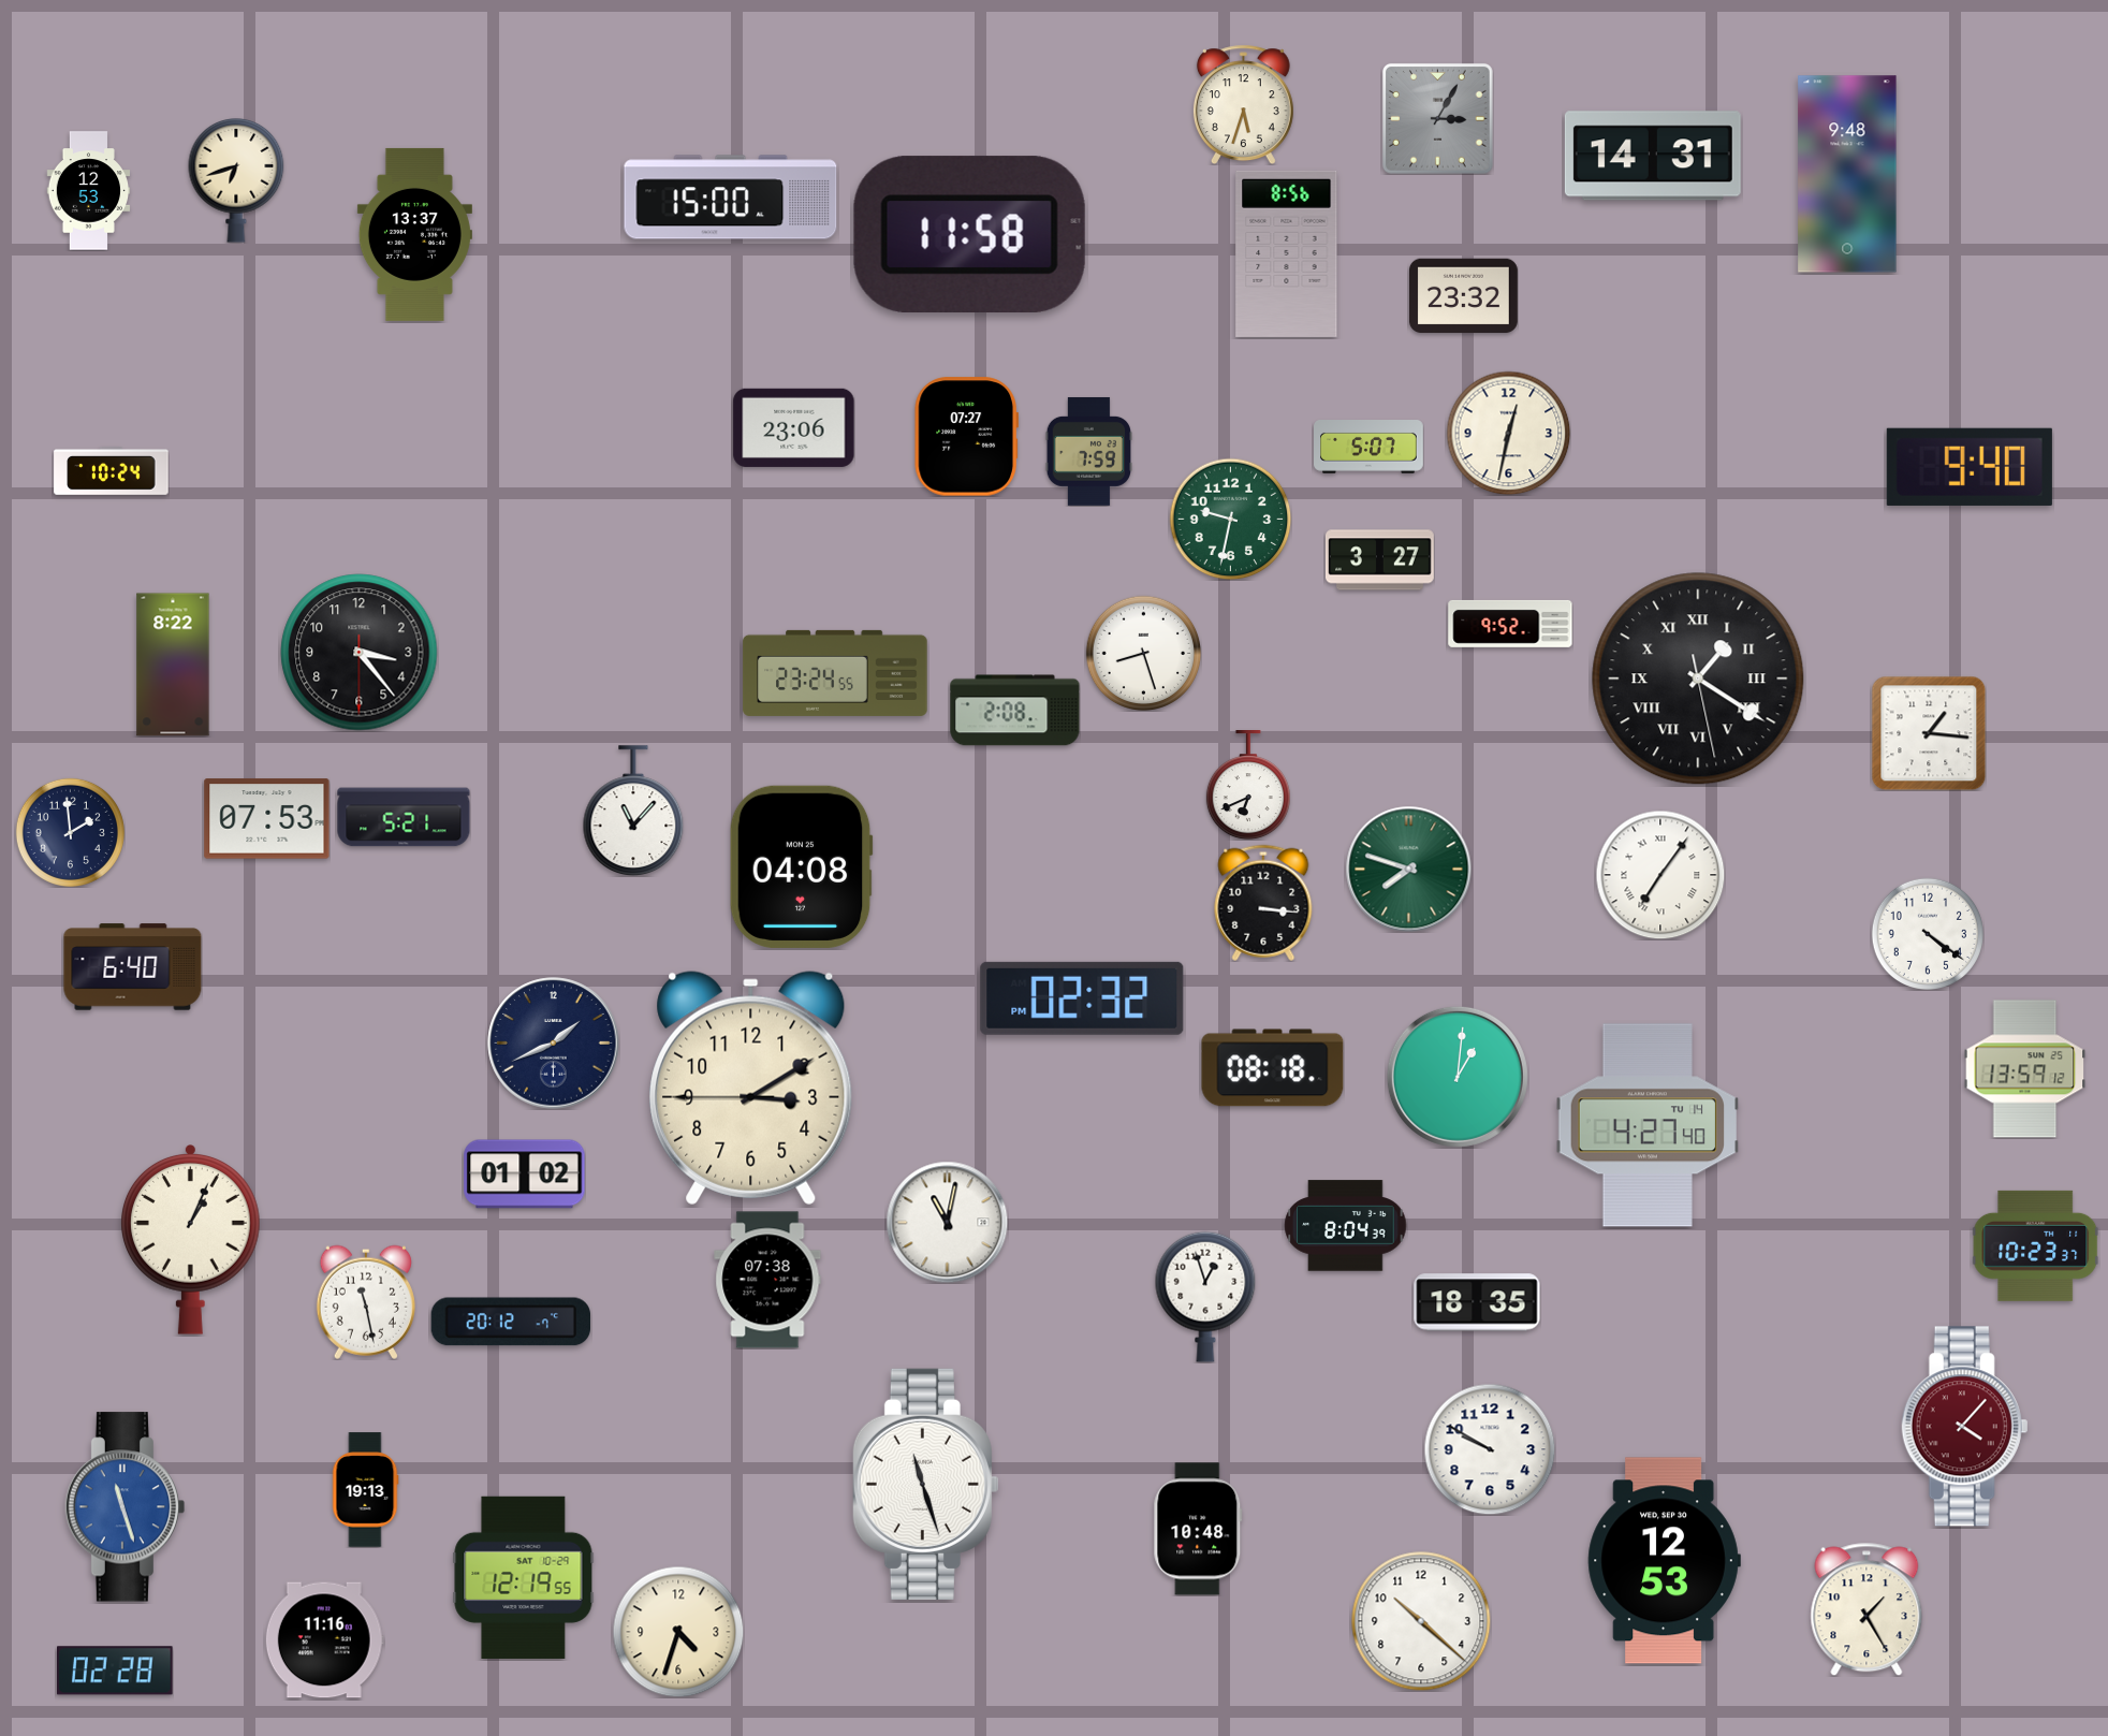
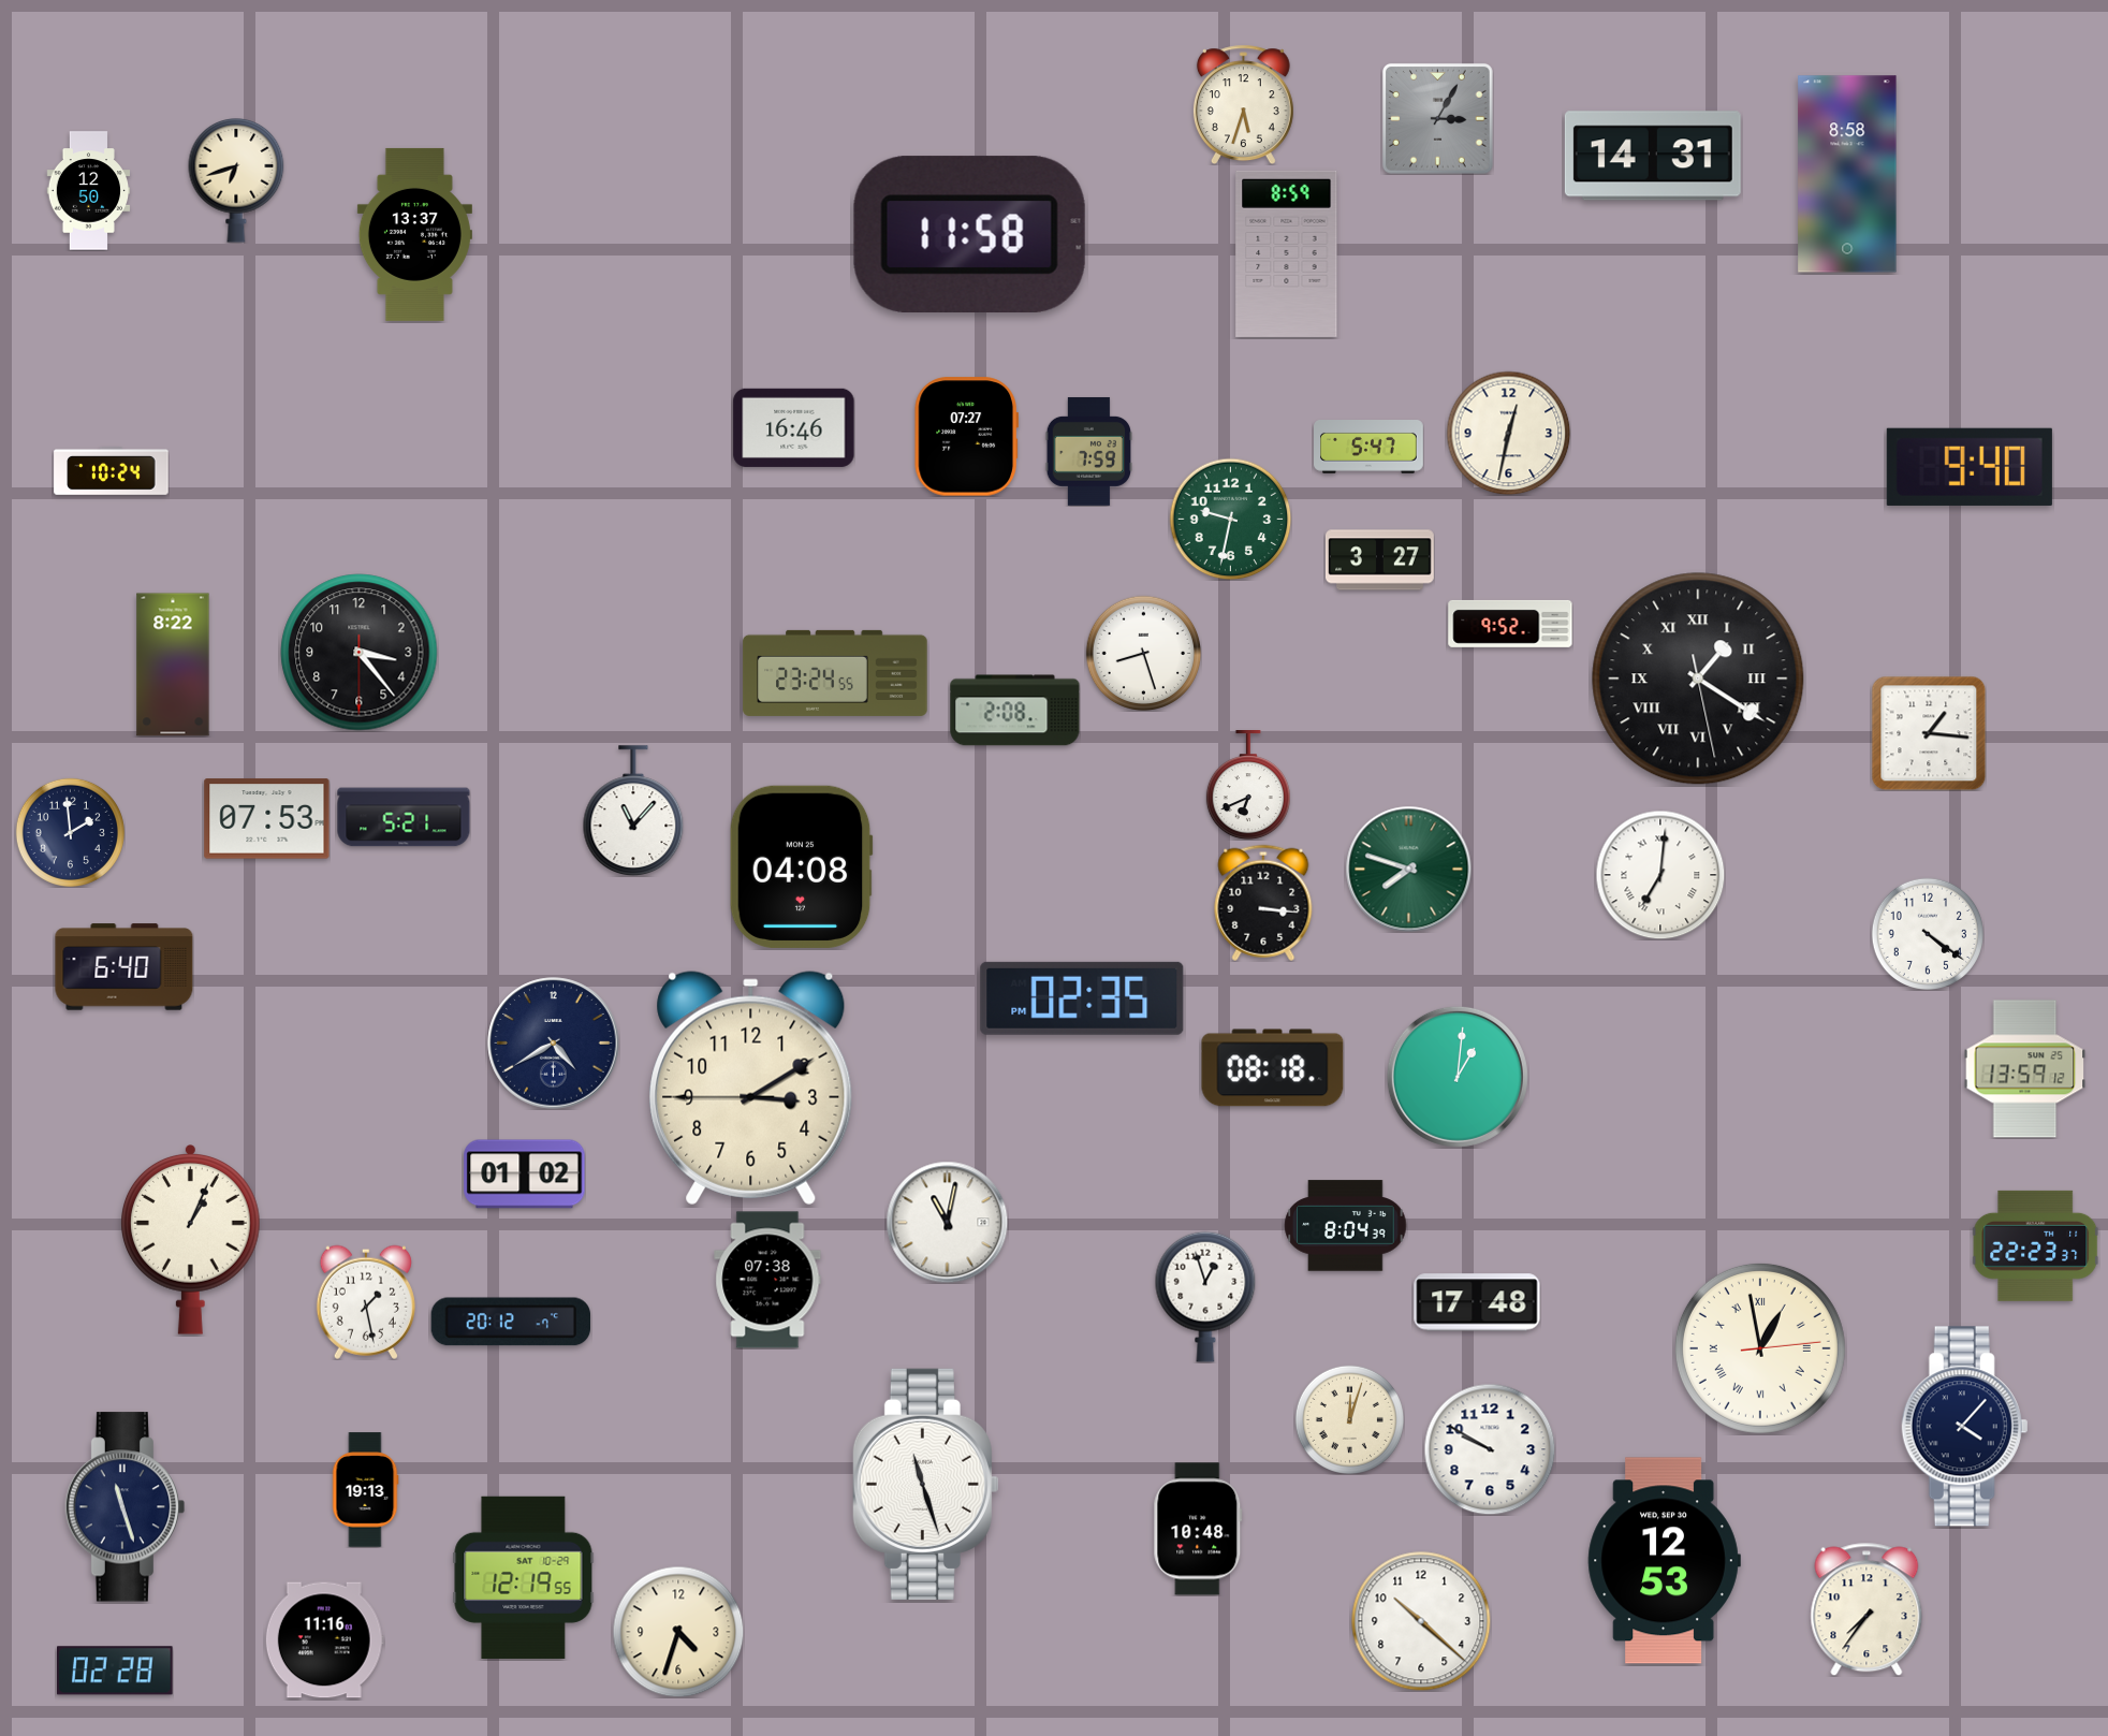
clock at (1847, 174): 9:48 -> 8:58
clock at (89, 191): 12:53 -> 12:50
clock at (731, 198): 15:00 -> none
clock at (1287, 253): 8:56 -> 8:59
clock at (1463, 296): 23:32 -> none
clock at (794, 427): 23:06 -> 16:46
clock at (1370, 448): 5:07 -> 5:47
clock at (1660, 875): 7:06 -> 7:01
clock at (133, 967) position: (133, 967) -> (125, 967)
clock at (1082, 998): 02:32 -> 02:35
clock at (554, 1044): 1:41 -> 4:40
clock at (1648, 1125): 4:27 -> none
clock at (2035, 1245): 10:23 -> 22:23
clock at (365, 1302): 11:28 -> 1:28
clock at (1477, 1302): 18:35 -> 17:48
clock at (1760, 1348): none -> 12:58
clock at (1349, 1419): none -> 12:03
clock at (1965, 1427) dial: burgundy -> navy
clock at (126, 1507) dial: blue -> navy
clock at (1867, 1609): 1:25 -> 7:36
